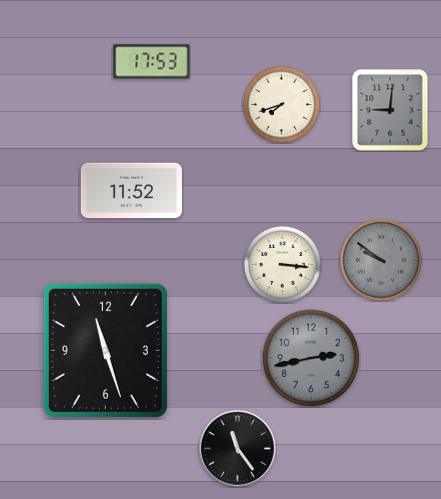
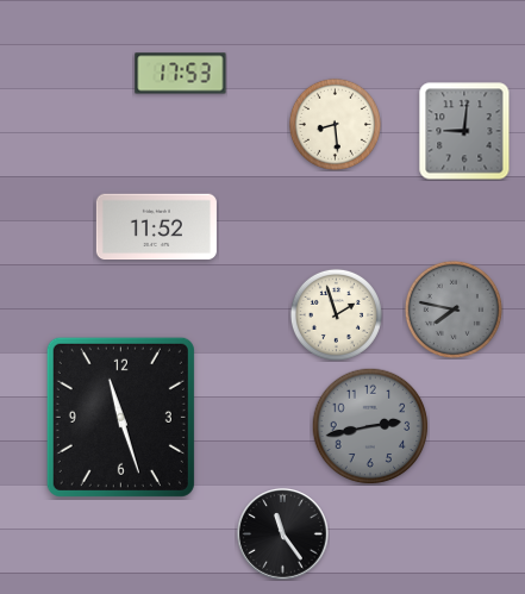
clock at (281, 104): 7:42 -> 8:29
clock at (381, 260): 9:51 -> 7:47
clock at (282, 264): 3:16 -> 1:57
clock at (105, 350) position: (105, 350) -> (120, 417)
